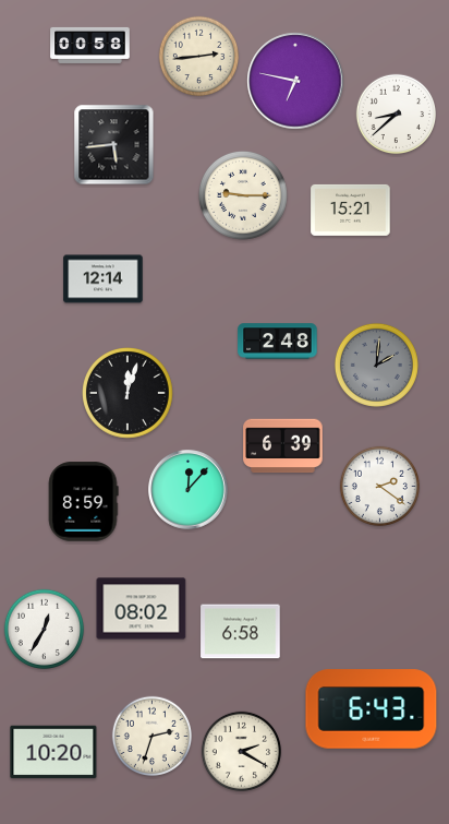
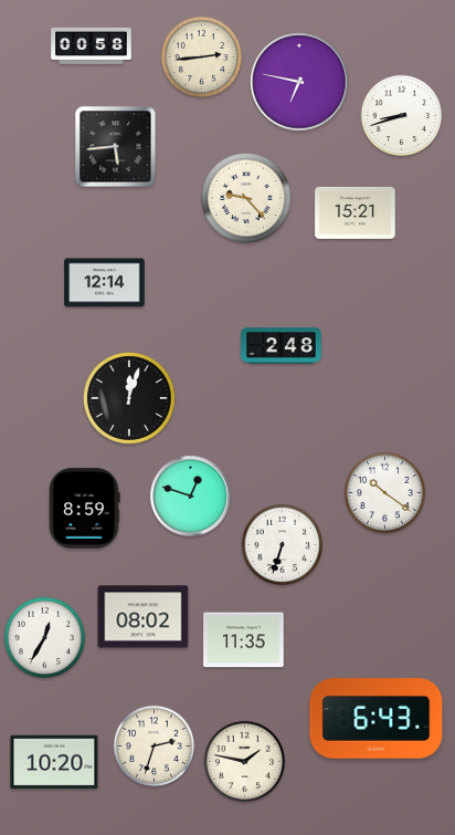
clock at (397, 115): 8:38 -> 8:42
clock at (243, 195): 9:15 -> 9:23
clock at (376, 365): 2:01 -> none
clock at (283, 446): 6:39 -> none
clock at (380, 487): 2:21 -> 10:21
clock at (189, 490): 12:07 -> 12:48
clock at (283, 545): none -> 6:33
clock at (241, 632): 6:58 -> 11:35
clock at (242, 752): 2:20 -> 1:47
